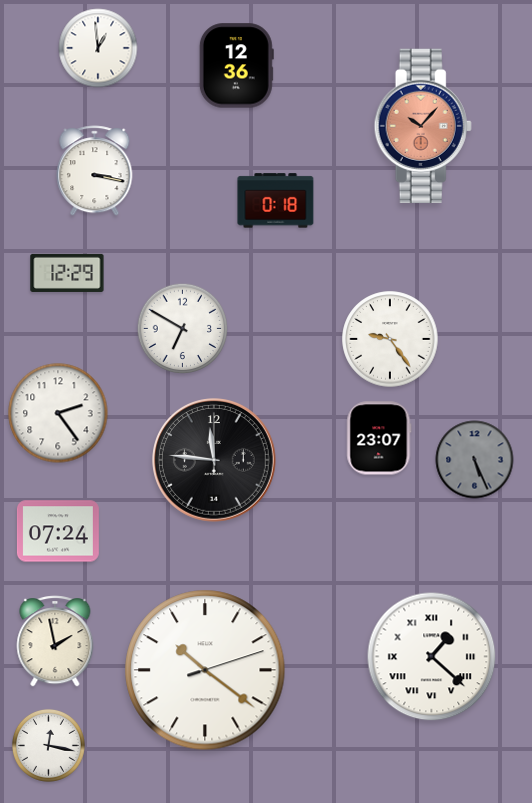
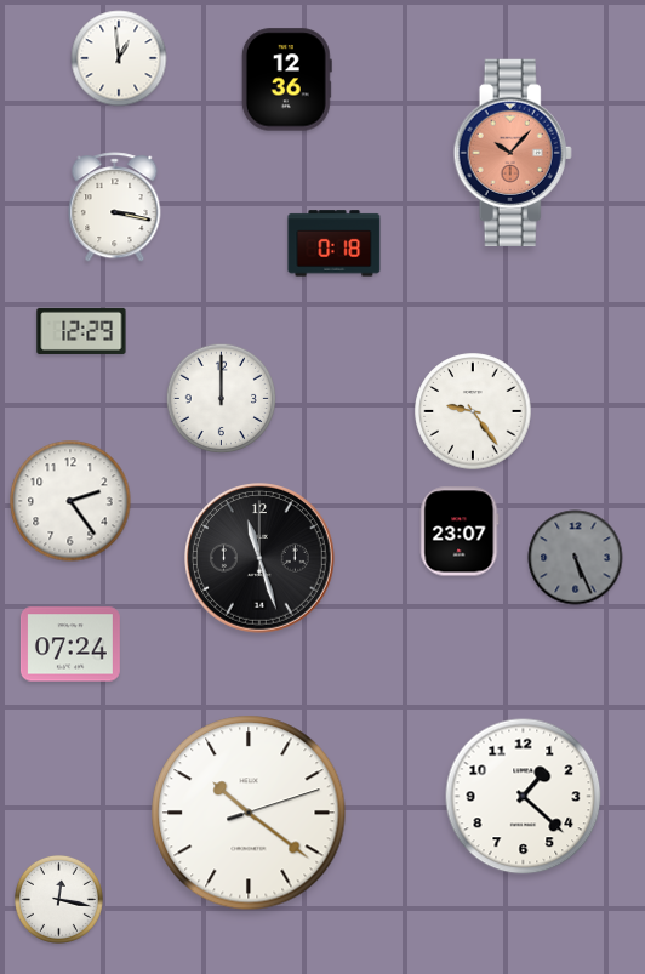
clock at (183, 329): 6:50 -> 12:00
clock at (215, 461): 11:46 -> 11:27
clock at (55, 641): 1:58 -> none
clock at (432, 657) numerals: Roman -> Arabic
clock at (48, 745) position: (48, 745) -> (58, 899)
